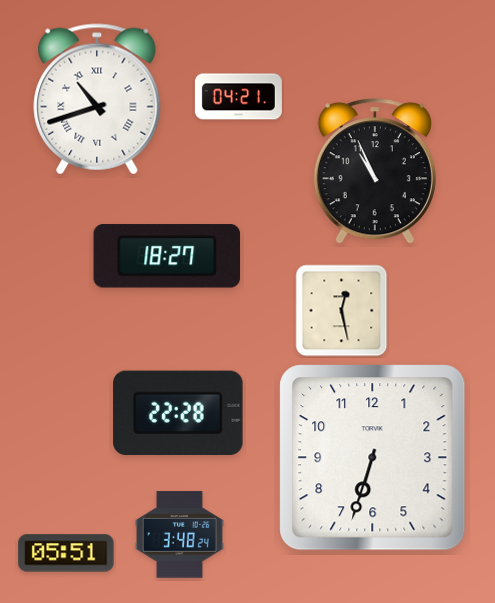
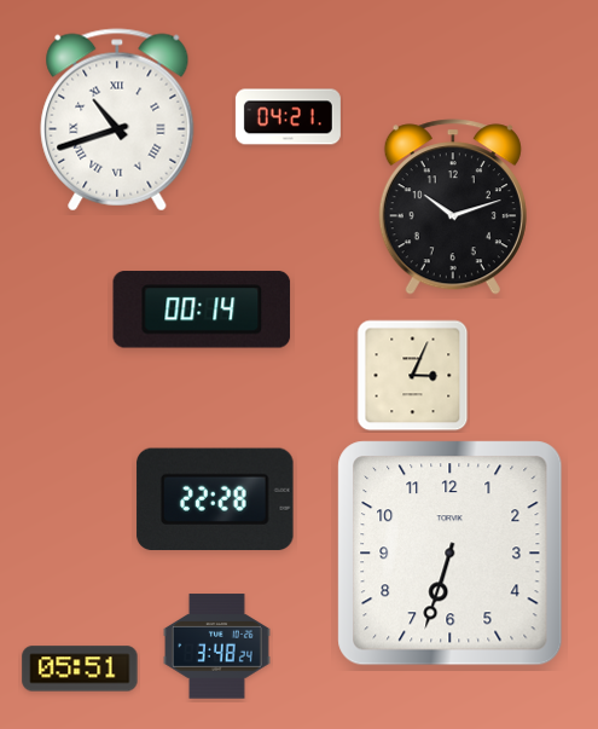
clock at (375, 171): 10:56 -> 10:12
clock at (167, 256): 18:27 -> 00:14
clock at (342, 311): 12:28 -> 3:04
